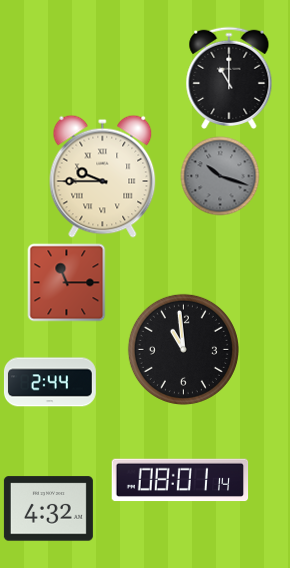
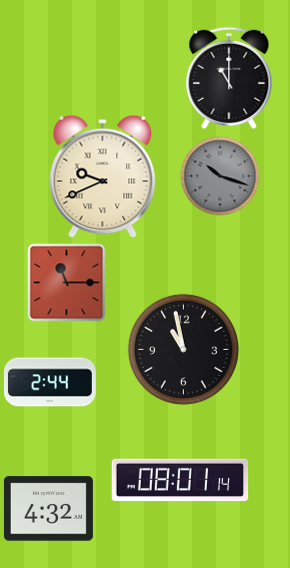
clock at (103, 176): 9:45 -> 9:41
clock at (183, 349): 10:59 -> 10:58
